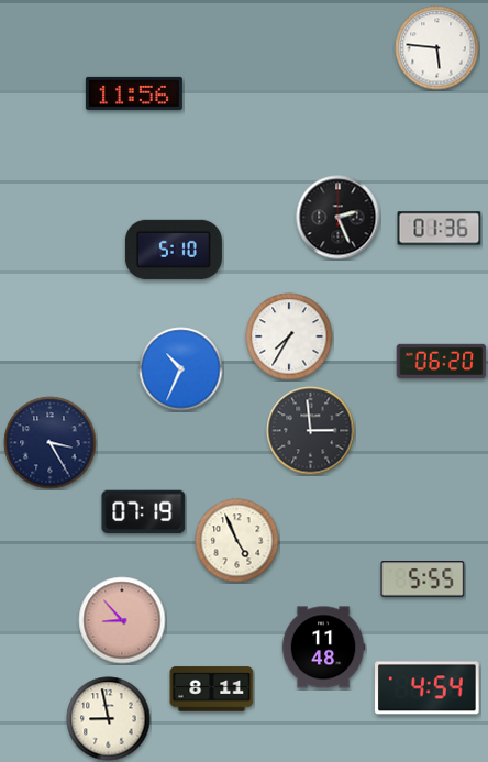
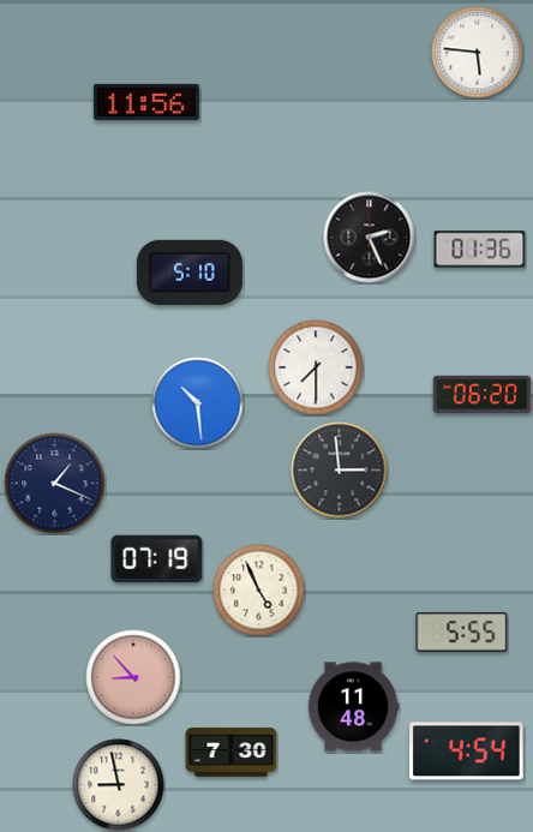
clock at (289, 336): 7:35 -> 7:30
clock at (181, 369): 10:34 -> 10:29
clock at (51, 443): 3:25 -> 1:19
clock at (212, 689): 8:11 -> 7:30
